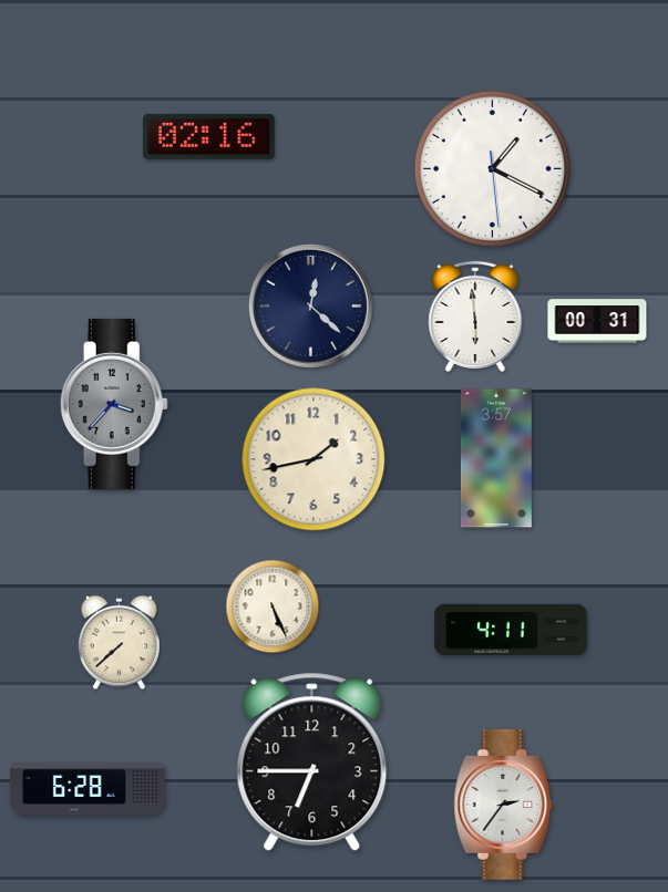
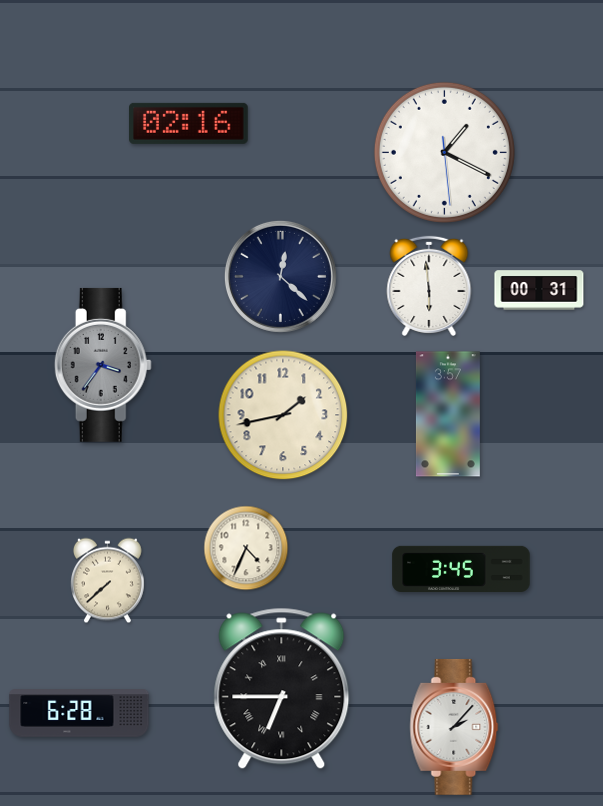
clock at (114, 404): 3:37 -> 3:36
clock at (273, 606): 5:26 -> 4:34
clock at (511, 629): 4:11 -> 3:45
clock at (312, 763) numerals: Arabic -> Roman
clock at (503, 805): 2:36 -> 2:07
